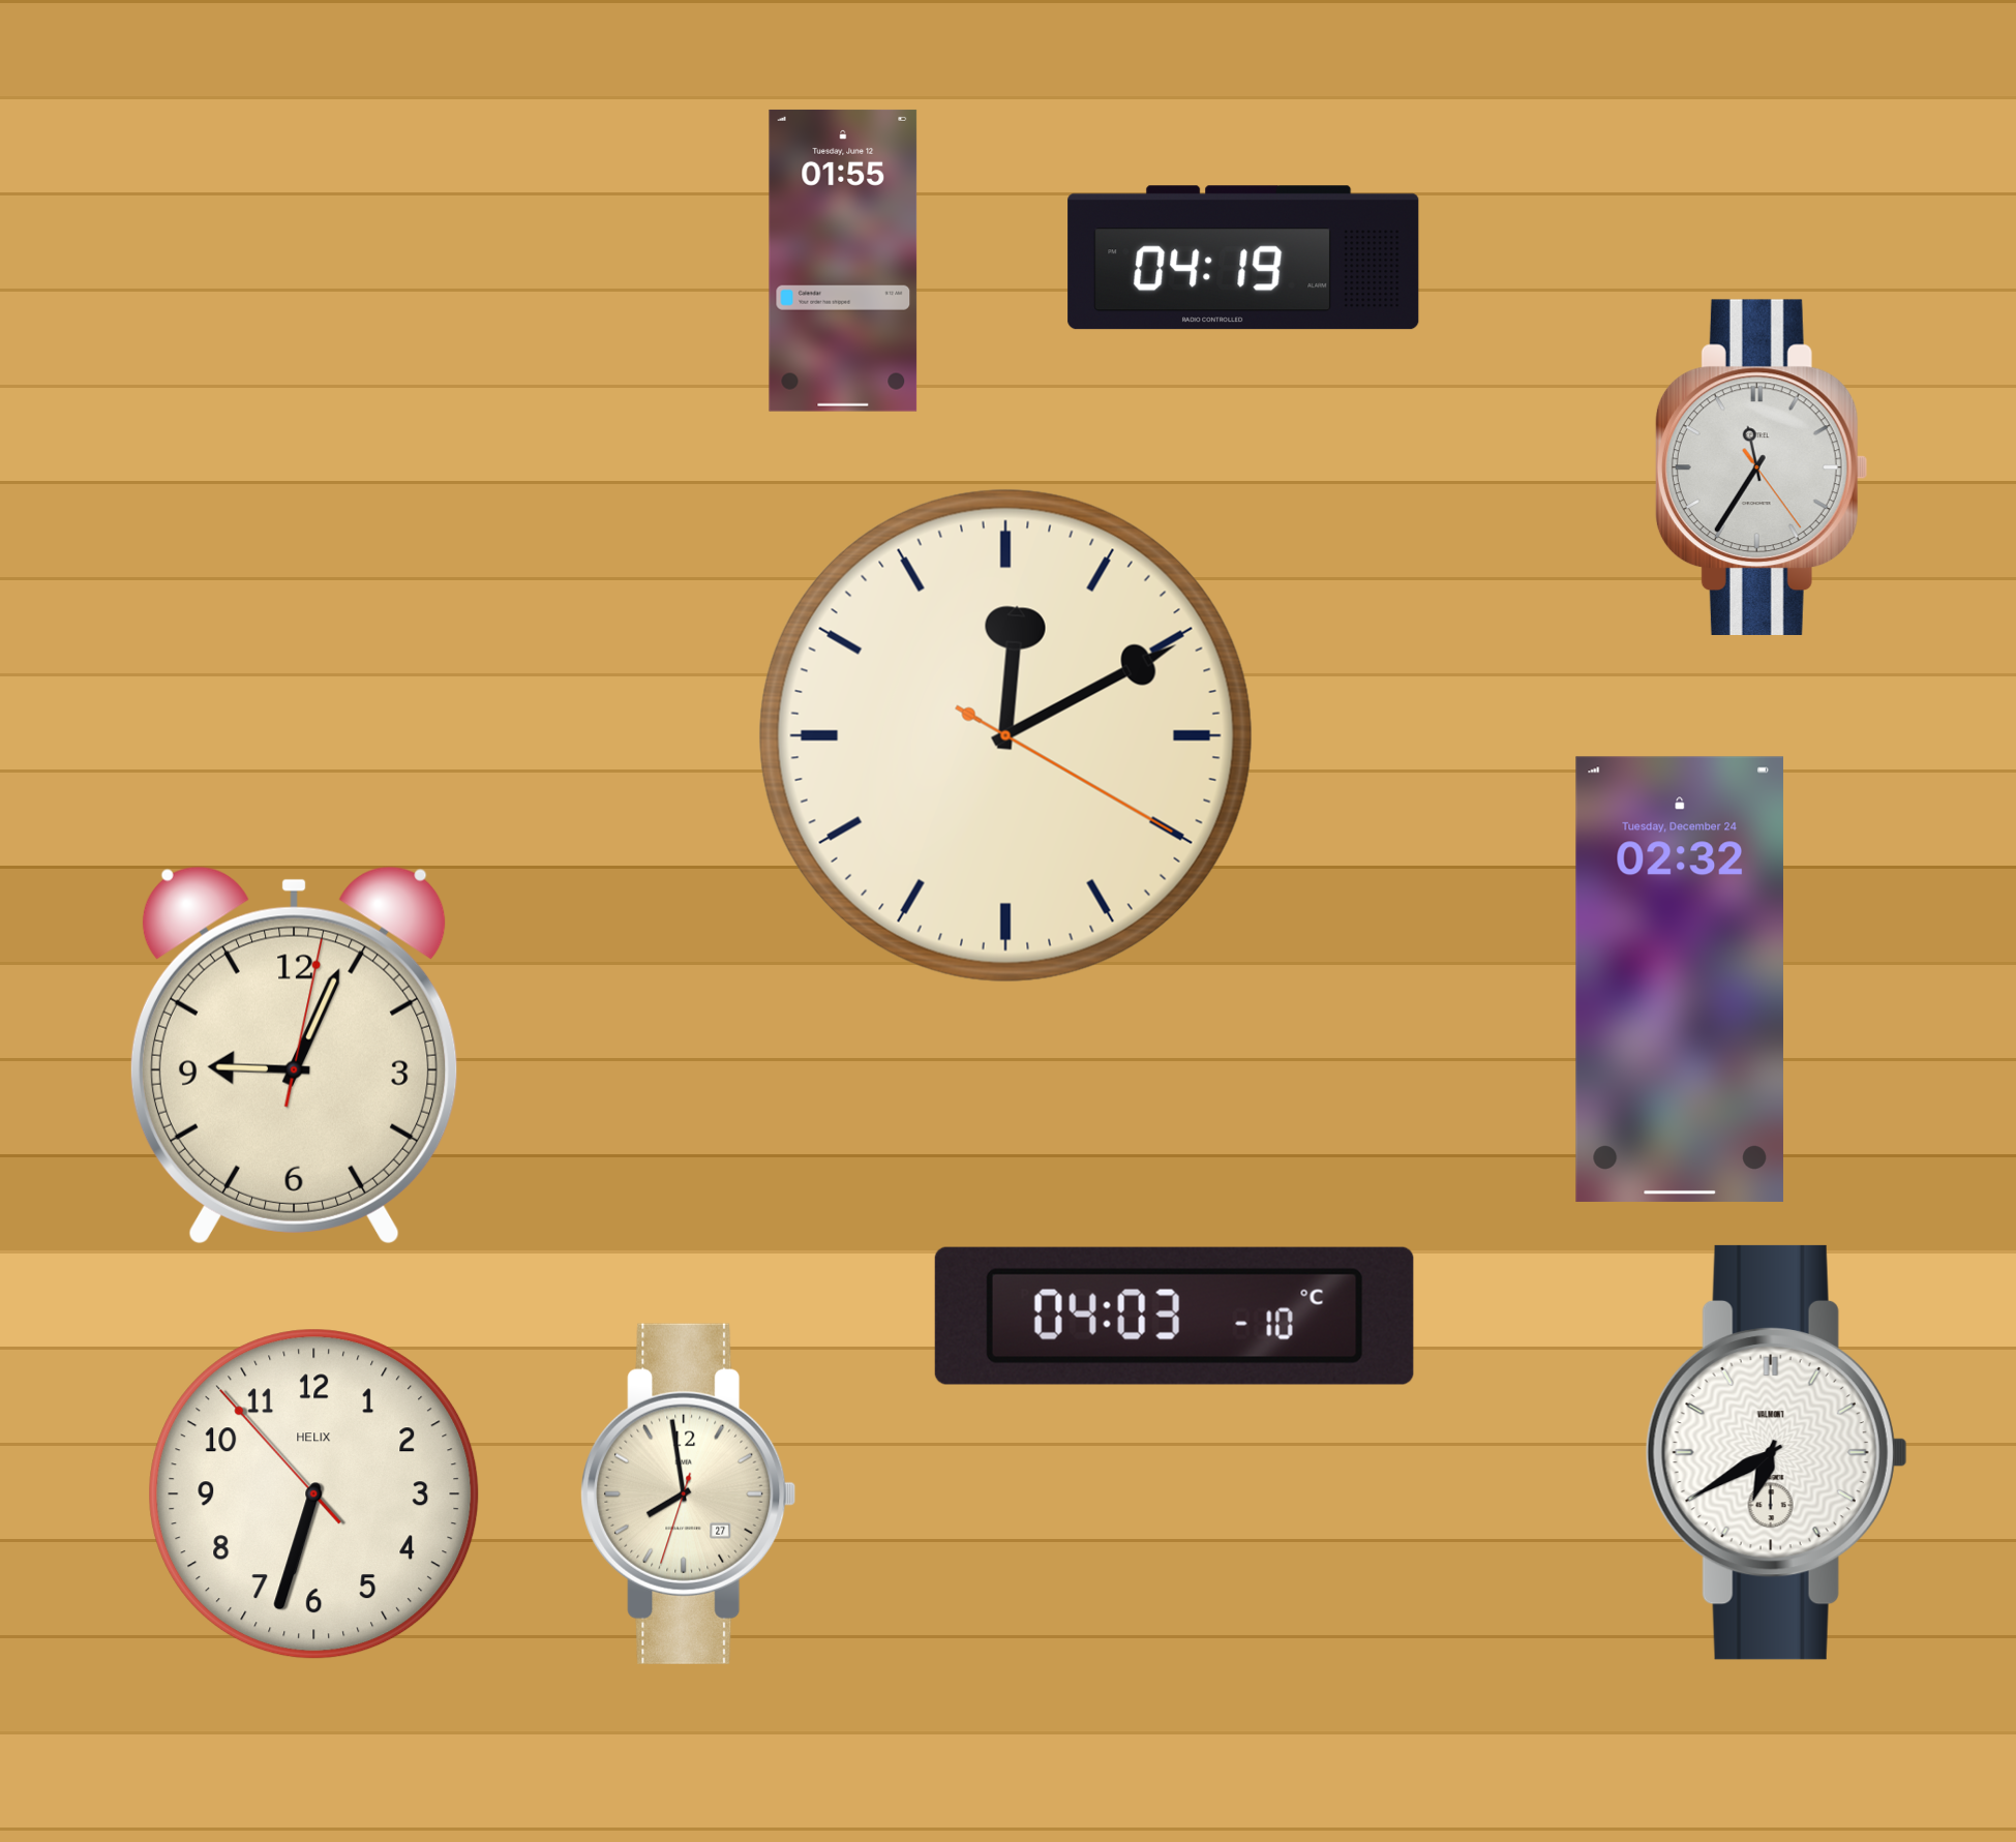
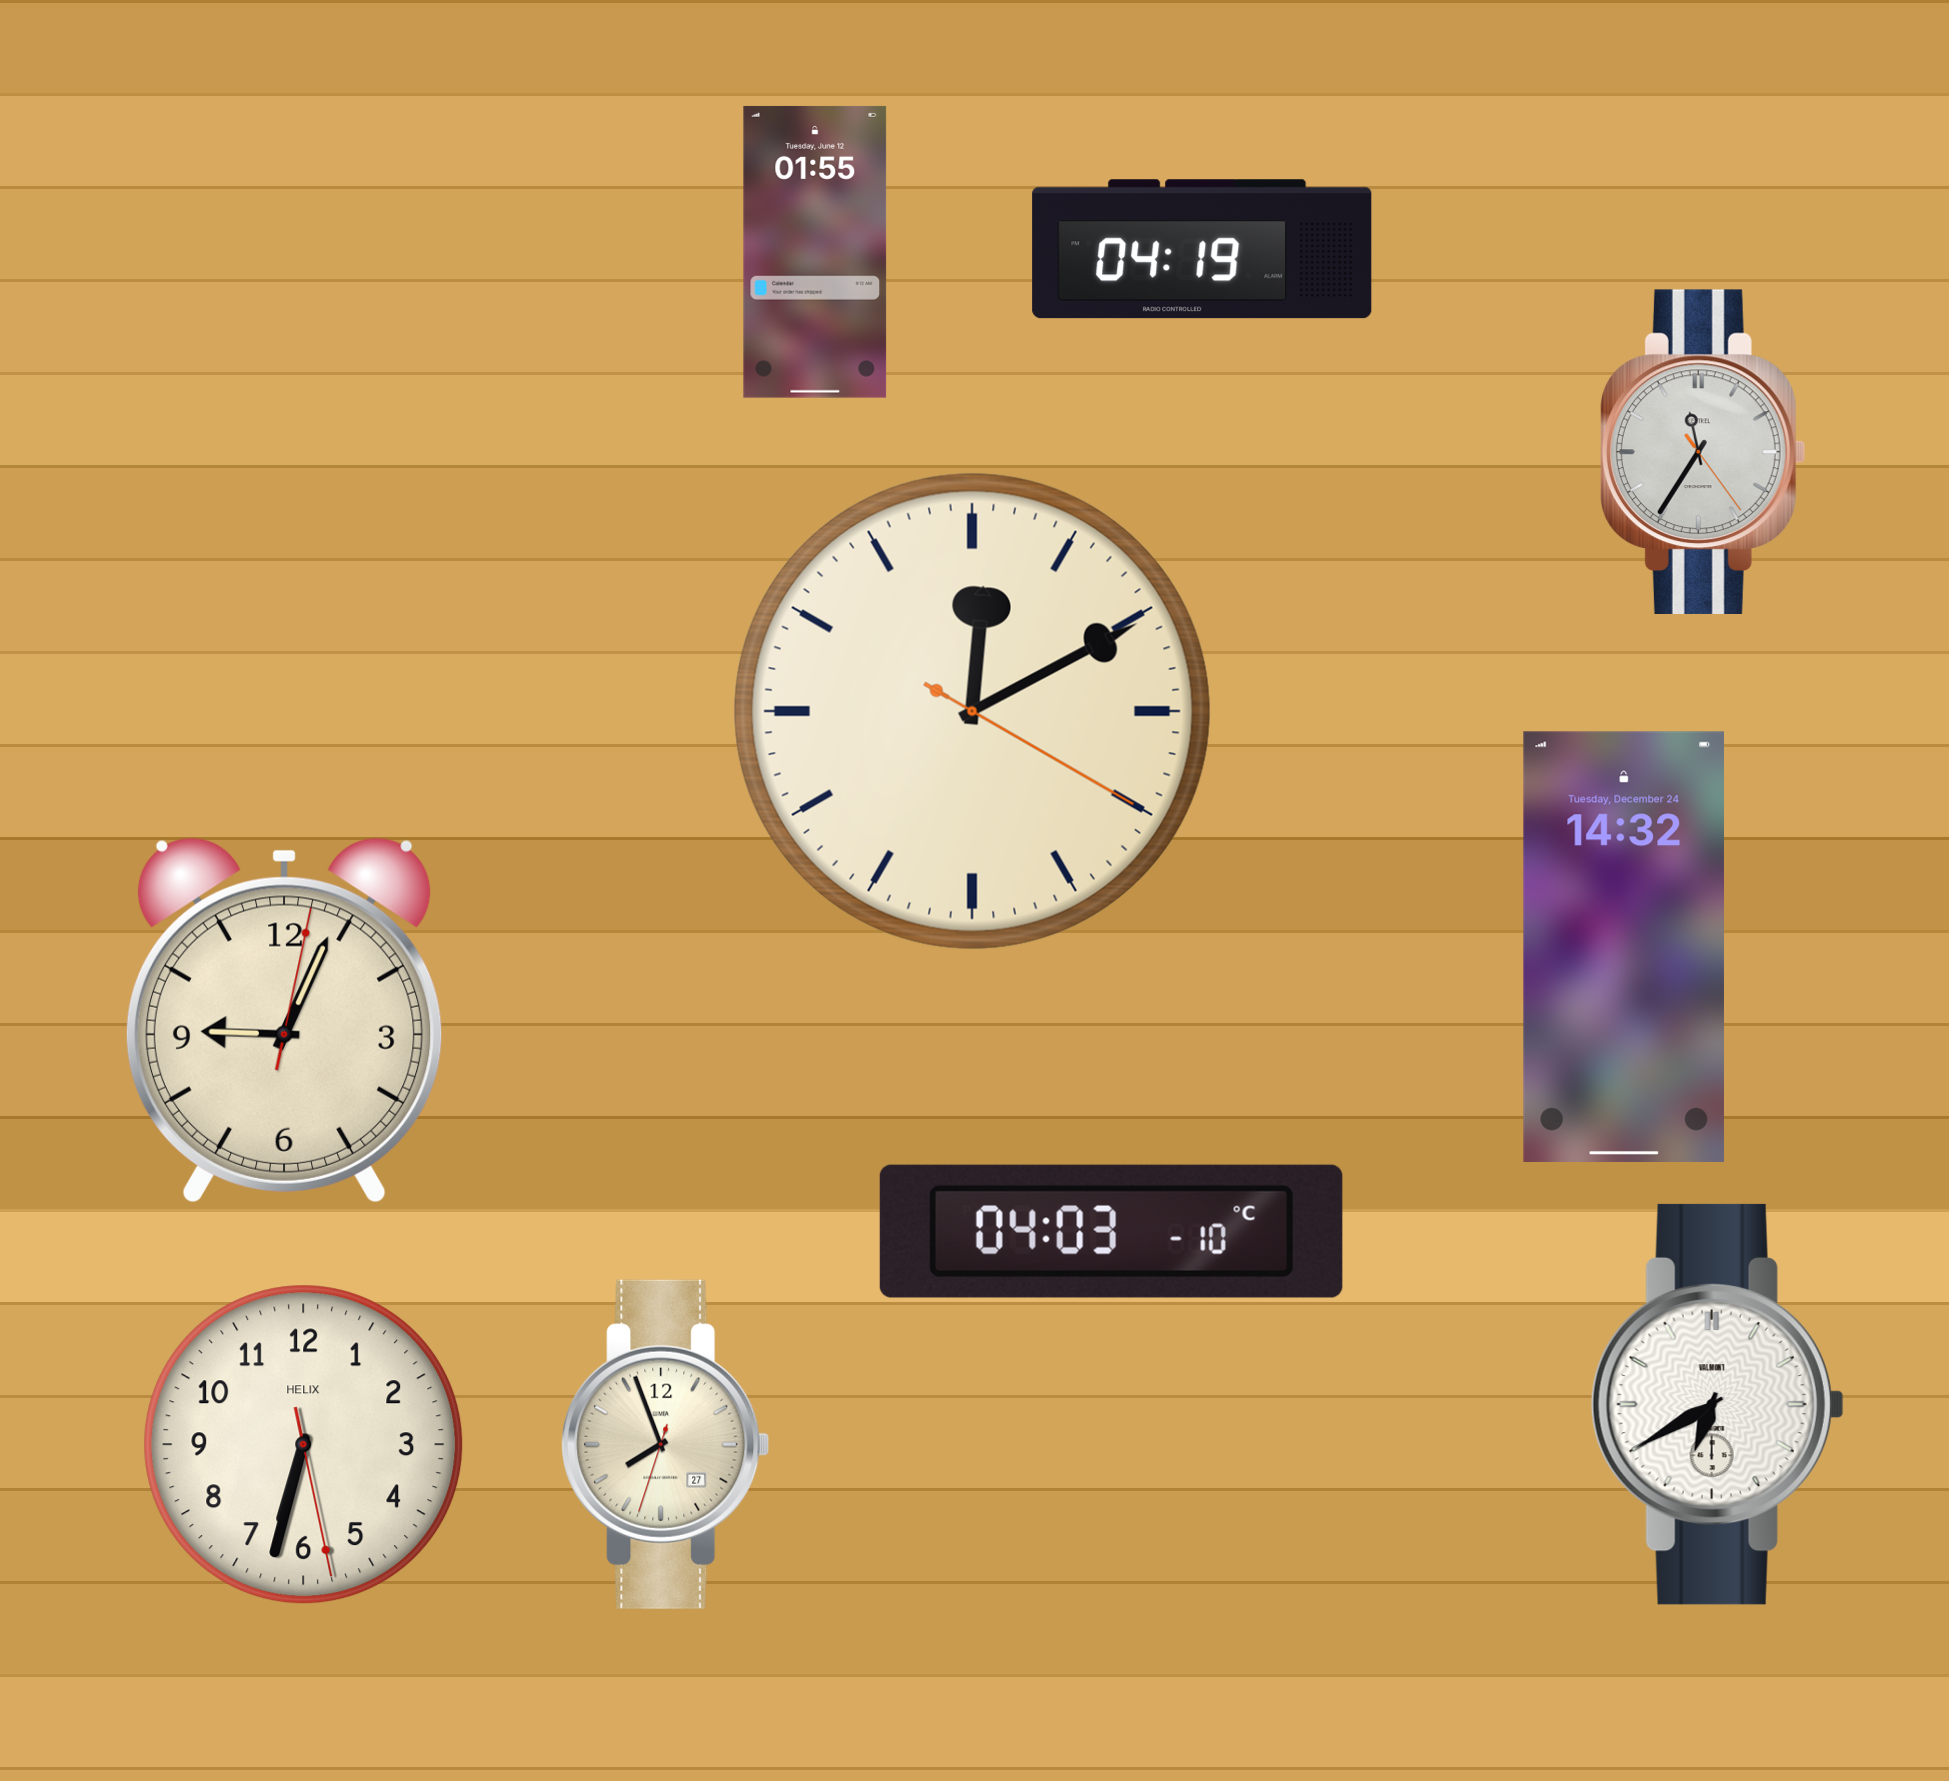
clock at (1680, 979): 02:32 -> 14:32
clock at (1174, 1316) position: (1174, 1316) -> (1111, 1231)
clock at (689, 1493): 7:58 -> 7:56
clock at (314, 1494): 6:32:53 -> 6:32:28
